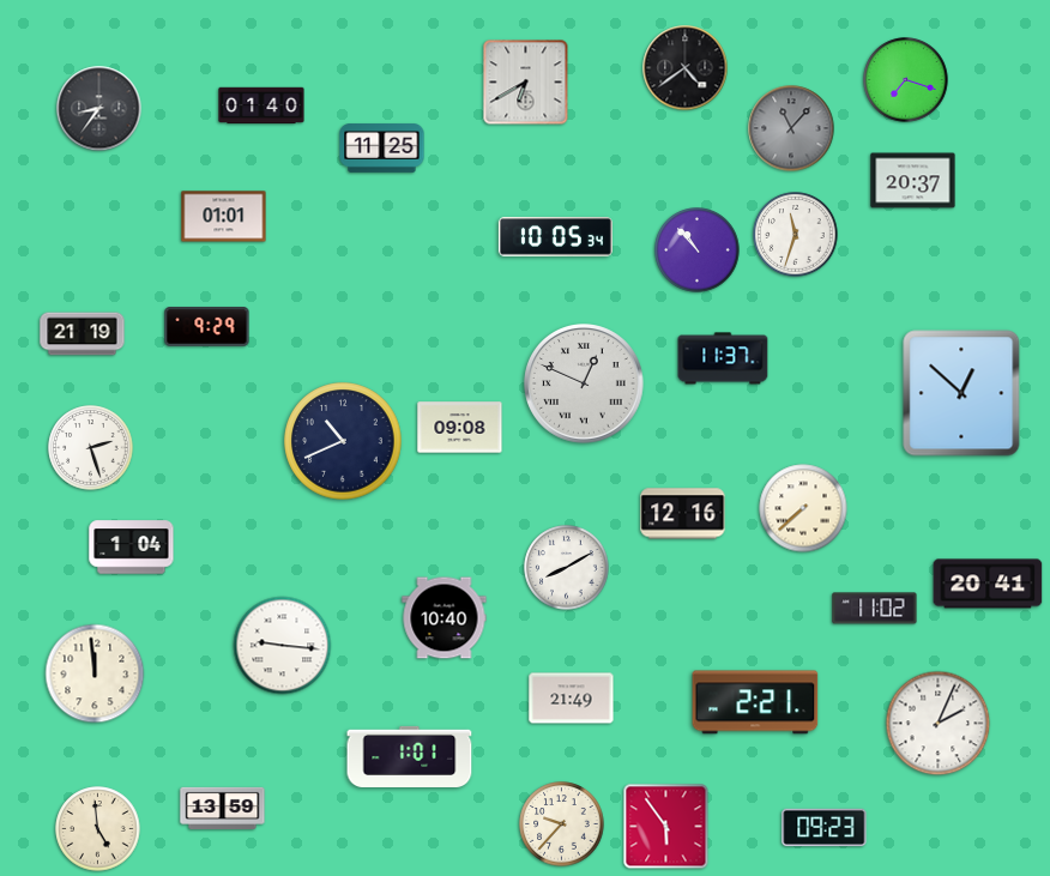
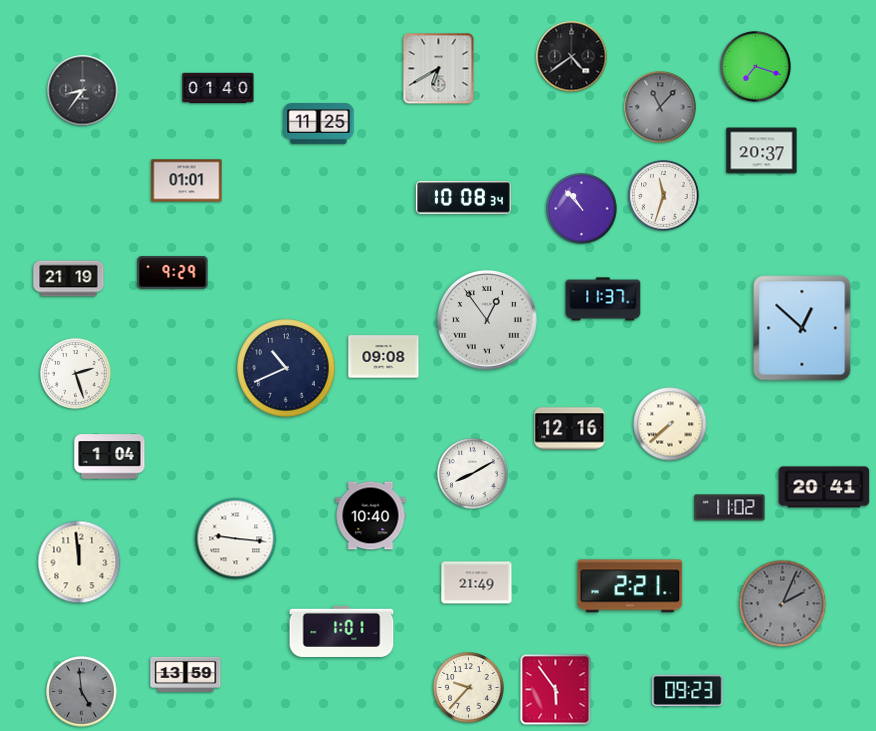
clock at (555, 237): 10:05 -> 10:08
clock at (585, 385): 12:49 -> 12:54
clock at (939, 724) dial: white -> grey
clock at (98, 829) dial: cream -> grey
